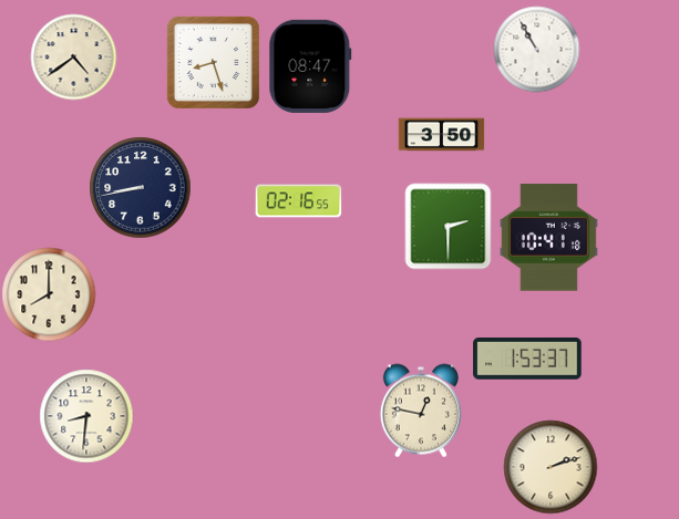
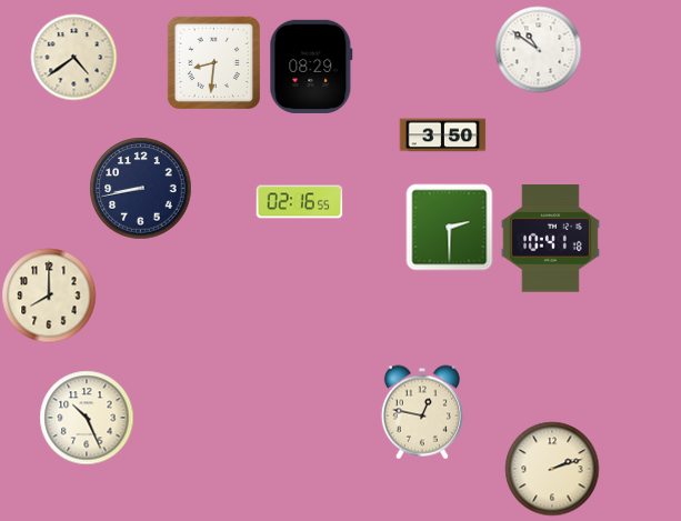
clock at (536, 49): 10:55 -> 10:51
clock at (213, 62): 8:27 -> 8:31
clock at (310, 66): 08:47 -> 08:29
clock at (527, 359): 1:53 -> none
clock at (86, 416): 8:31 -> 10:26
